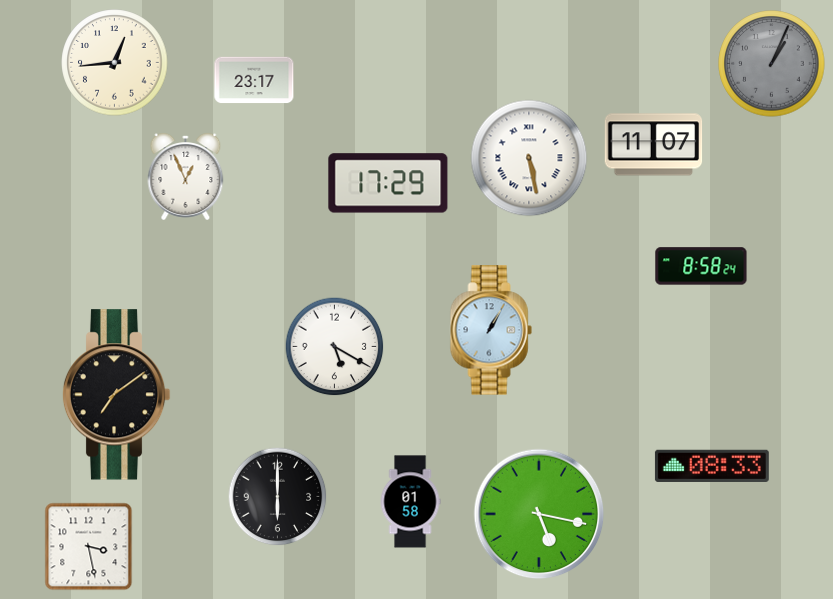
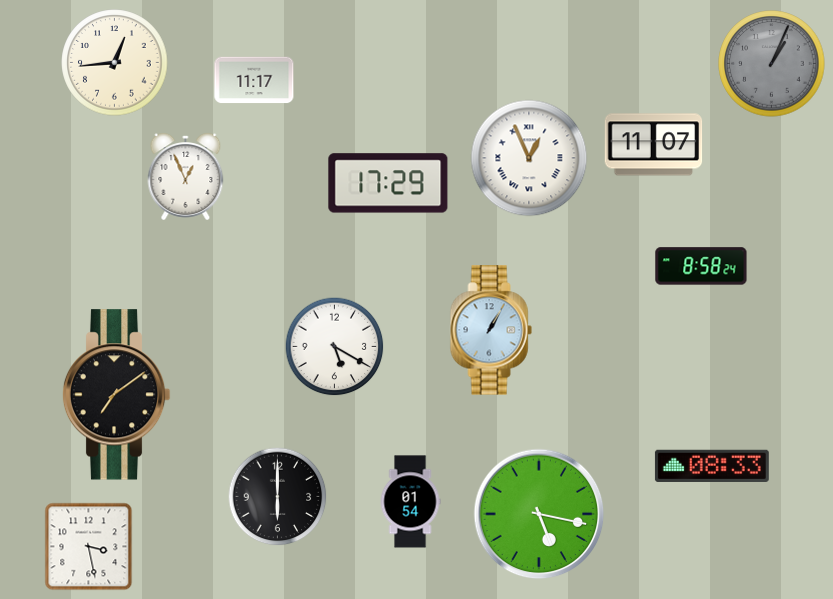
clock at (254, 80): 23:17 -> 11:17
clock at (529, 158): 5:28 -> 12:56
clock at (410, 502): 01:58 -> 01:54
